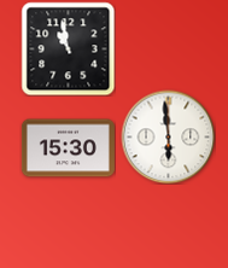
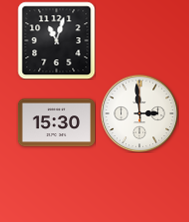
clock at (68, 48): 10:58 -> 11:03
clock at (168, 136): 5:59 -> 2:59
